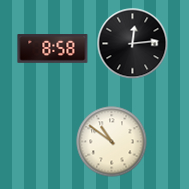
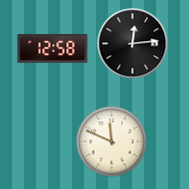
clock at (53, 49): 8:58 -> 12:58
clock at (112, 142): 10:51 -> 11:49
